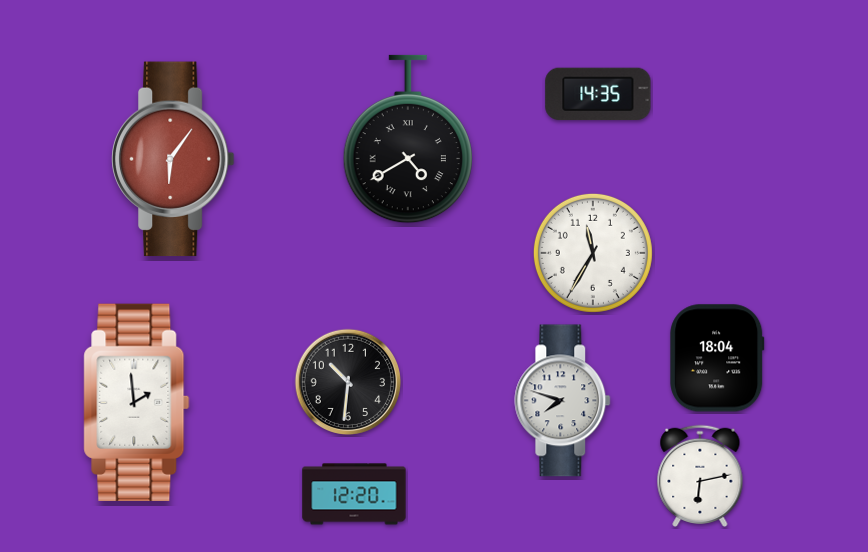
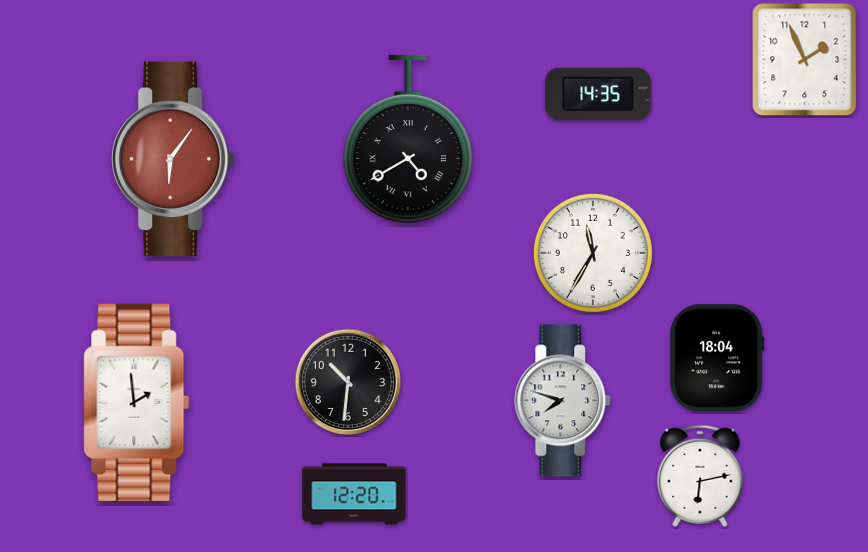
clock at (805, 60): none -> 1:56
